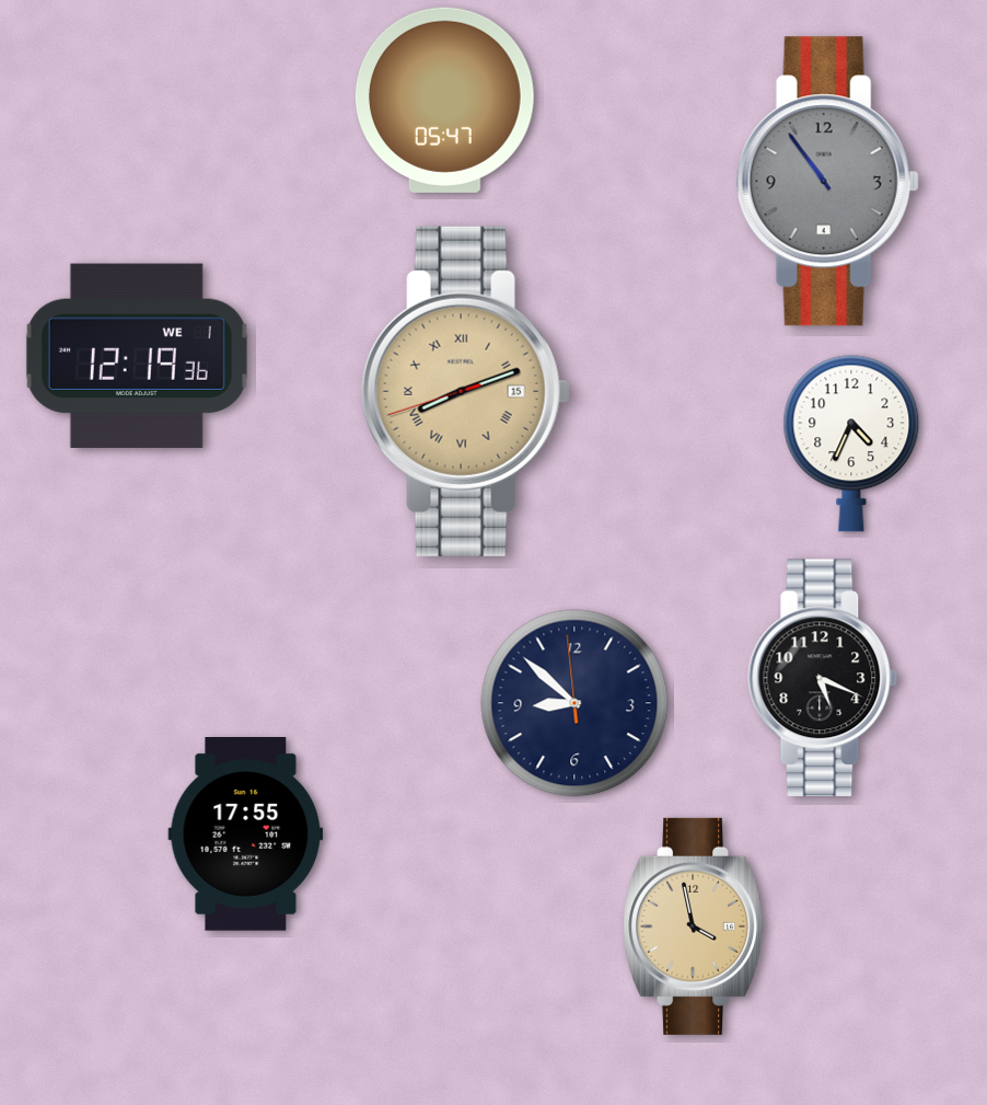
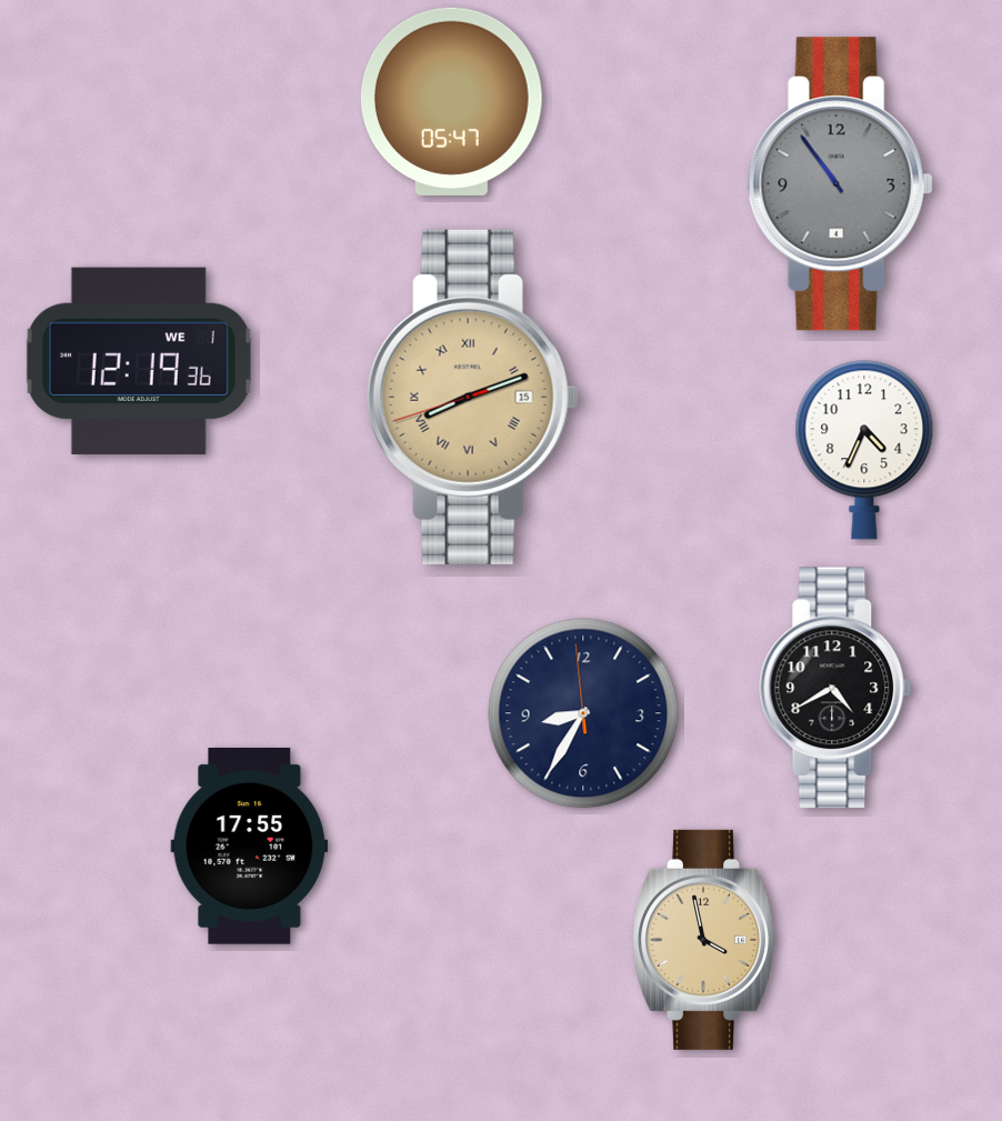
clock at (823, 678): 5:19 -> 4:40
clock at (574, 703): 8:51 -> 8:34
